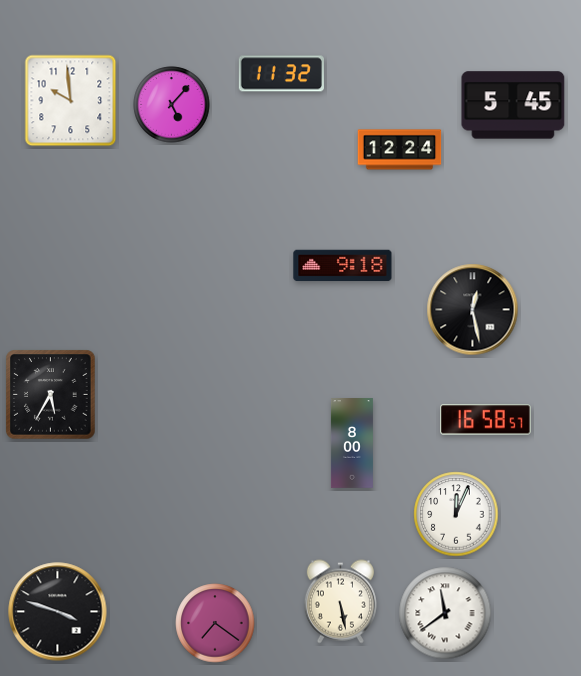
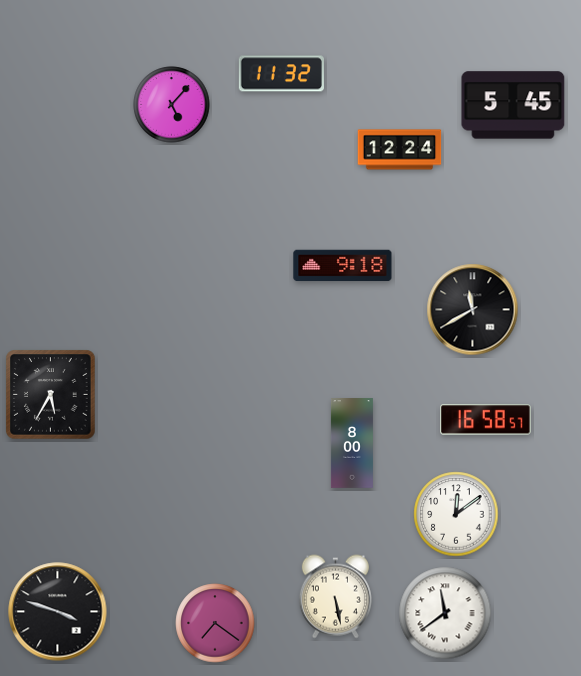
clock at (71, 101): 9:59 -> none
clock at (473, 310): 12:28 -> 11:40
clock at (456, 514): 12:04 -> 12:09
clock at (340, 602) position: (340, 602) -> (335, 597)
